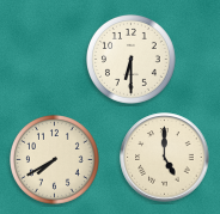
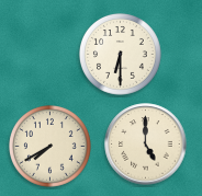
clock at (165, 158) position: (165, 158) -> (146, 145)
